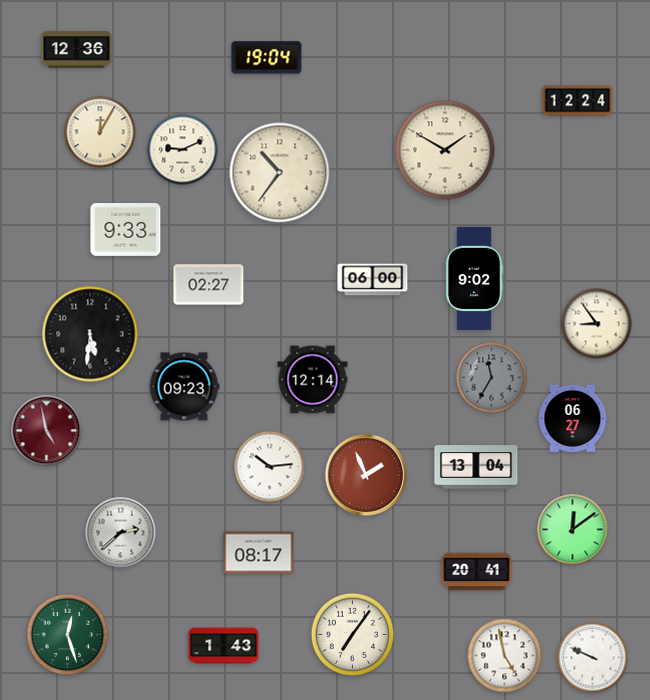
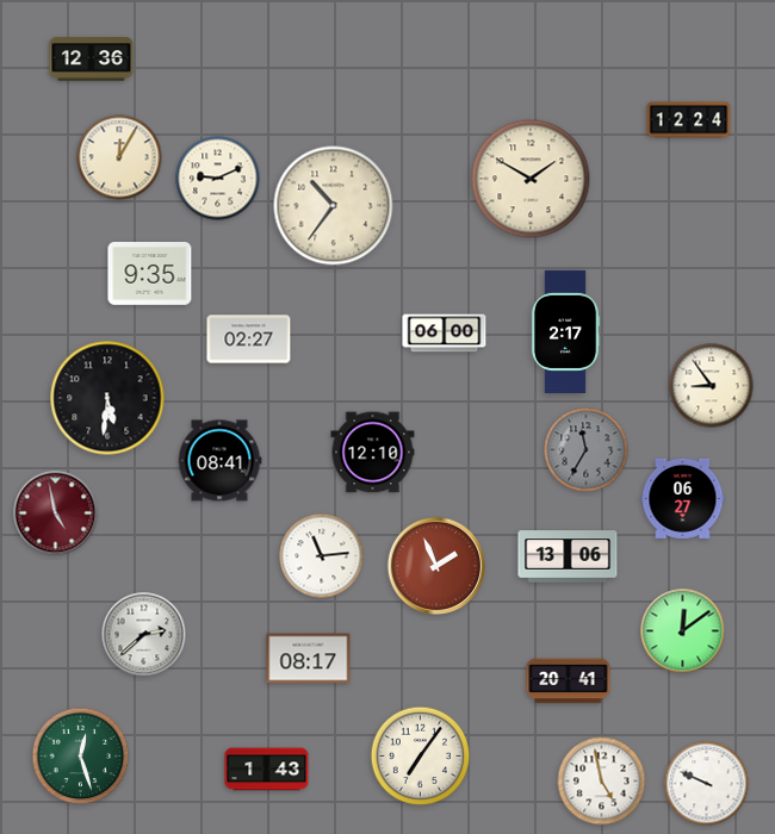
clock at (267, 58): 19:04 -> none
clock at (126, 230): 9:33 -> 9:35
clock at (474, 278): 9:02 -> 2:17
clock at (313, 380): 12:14 -> 12:10
clock at (184, 387): 09:23 -> 08:41
clock at (270, 467): 10:14 -> 11:14
clock at (476, 467): 13:04 -> 13:06
